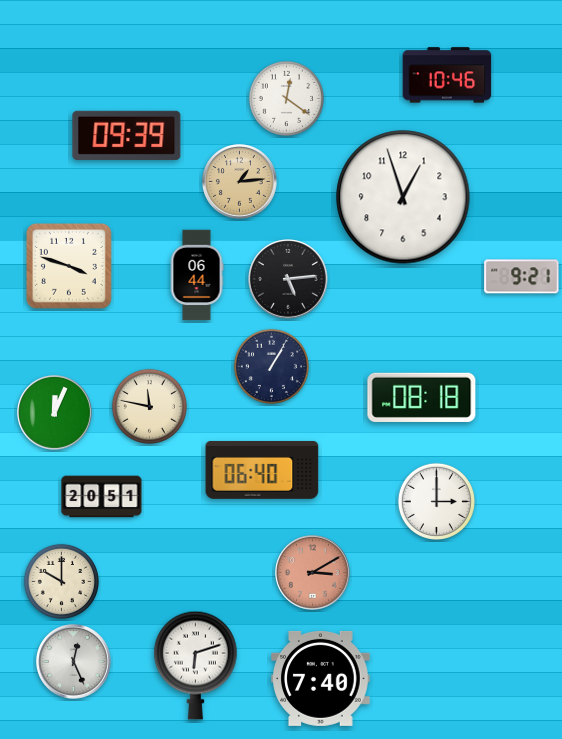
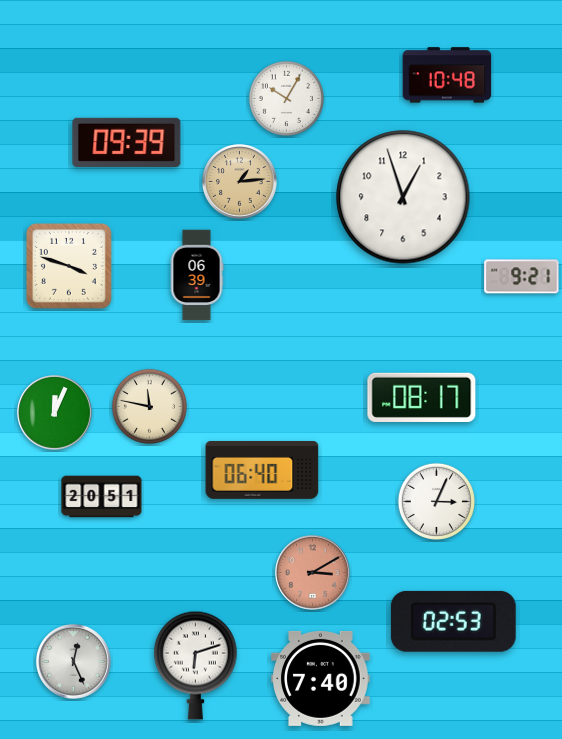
clock at (447, 75): 10:46 -> 10:48
clock at (286, 98): 12:21 -> 10:05
clock at (127, 135) position: (127, 135) -> (127, 142)
clock at (197, 275): 06:44 -> 06:39
clock at (289, 280): 5:14 -> none
clock at (271, 366): 1:05 -> none
clock at (422, 397): 08:18 -> 08:17
clock at (436, 501): 3:00 -> 3:04
clock at (61, 581): 10:00 -> none
clock at (453, 621): none -> 02:53
